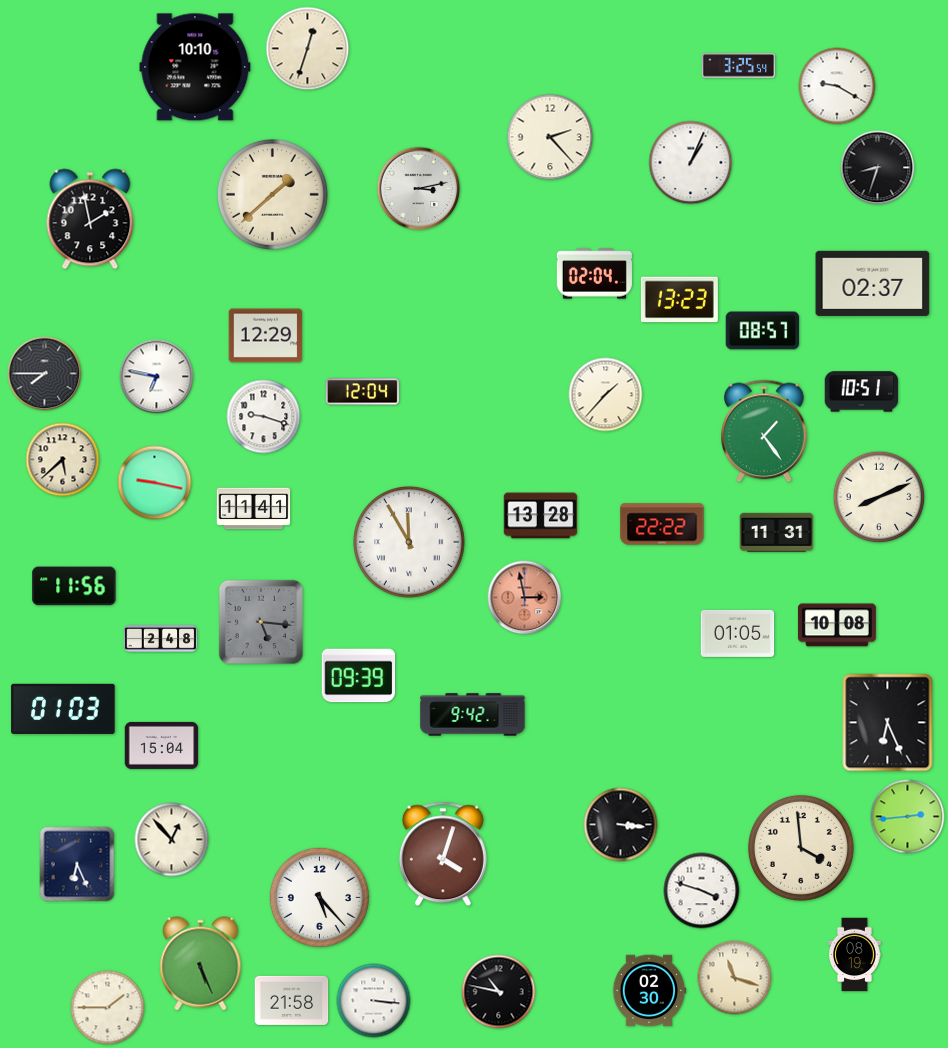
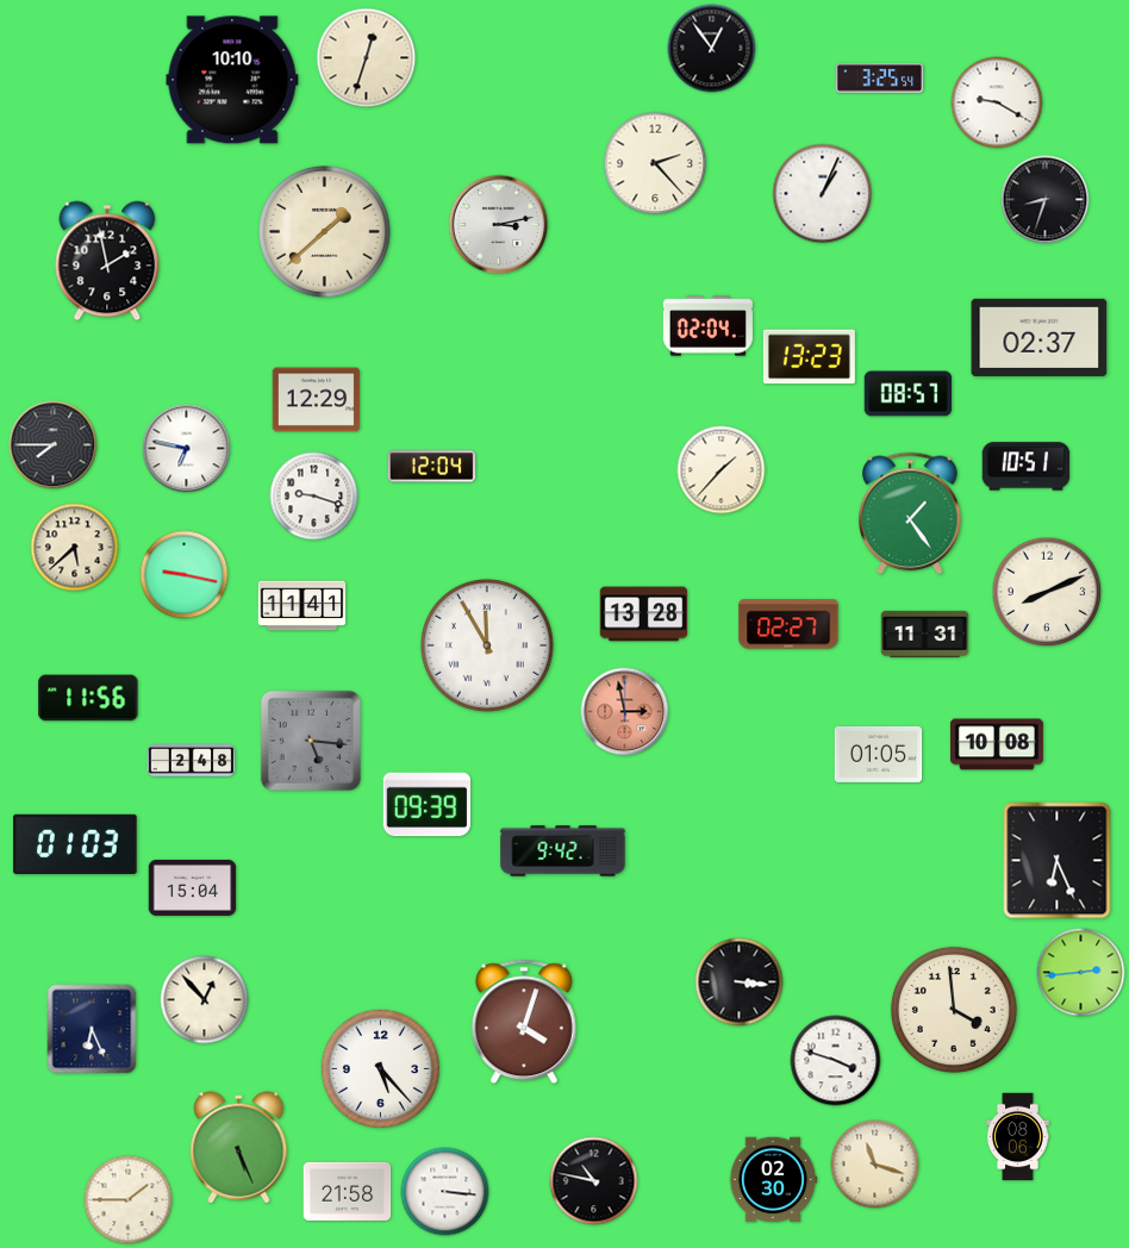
clock at (712, 49): none -> 12:54
clock at (662, 524): 22:22 -> 02:27
clock at (443, 854) position: (443, 854) -> (524, 1022)
clock at (855, 955): 08:19 -> 08:06
